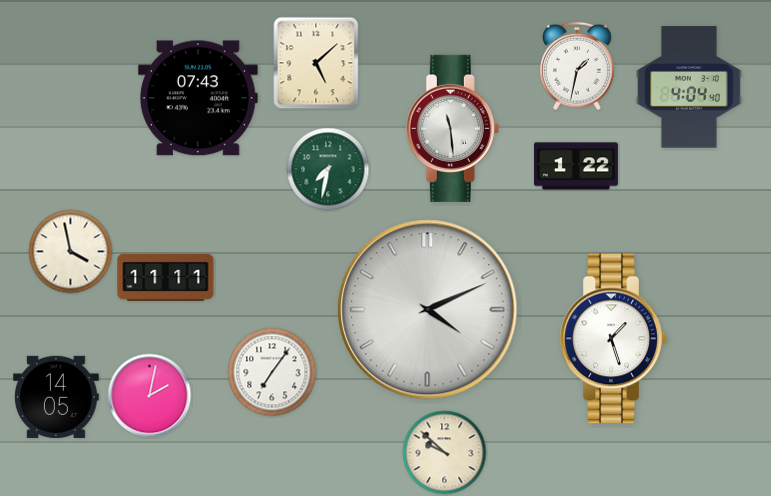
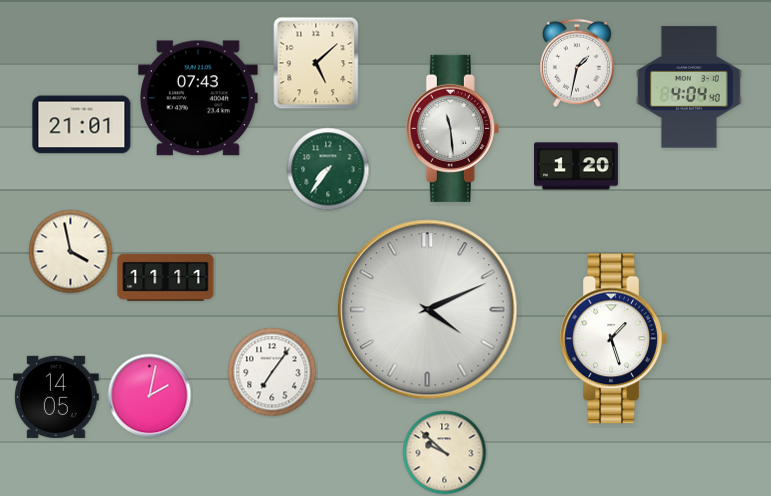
clock at (578, 66) position: (578, 66) -> (578, 63)
clock at (82, 125): none -> 21:01
clock at (576, 166): 1:22 -> 1:20
clock at (328, 169): 7:32 -> 7:36
